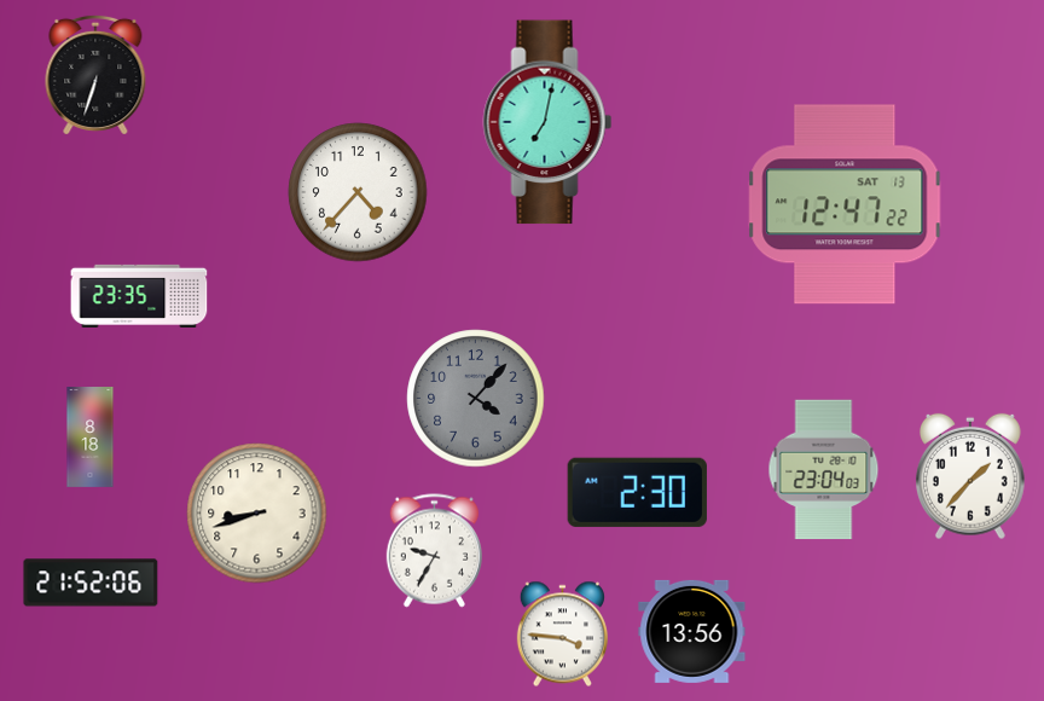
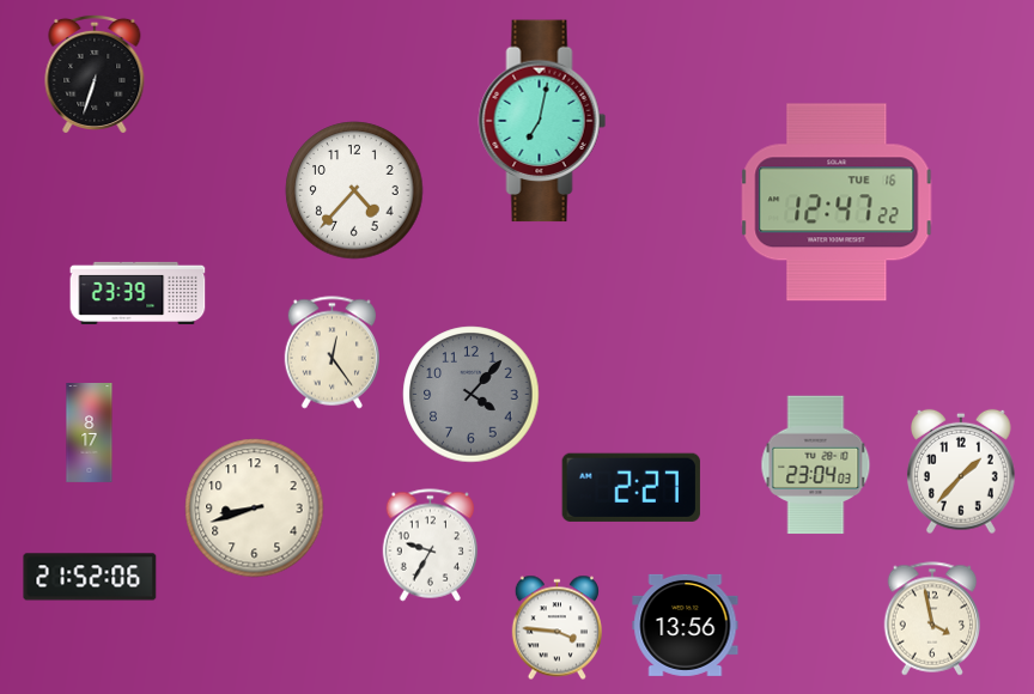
clock at (845, 204) date: SAT 13 -> TUE 16
clock at (139, 296): 23:35 -> 23:39
clock at (332, 353): none -> 12:24
clock at (91, 438): 8:18 -> 8:17
clock at (637, 492): 2:30 -> 2:27
clock at (932, 619): none -> 3:58
